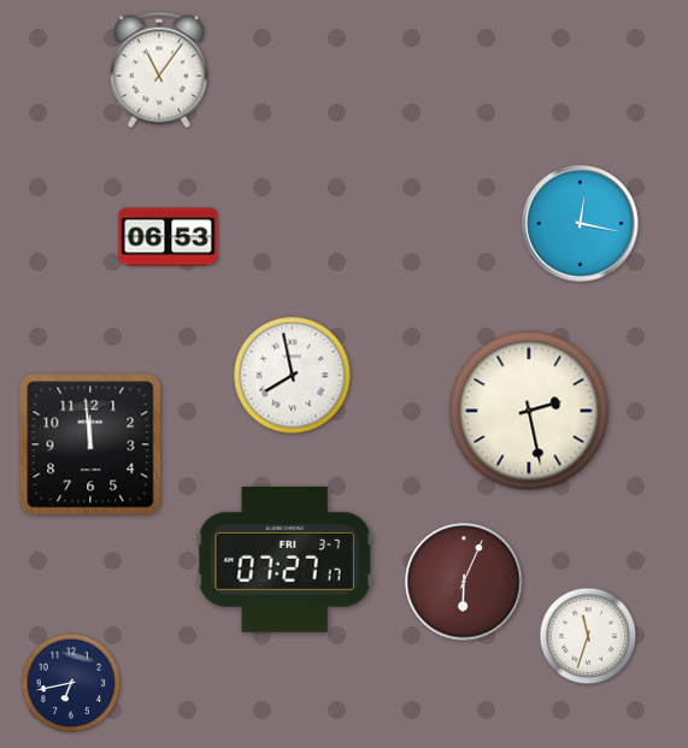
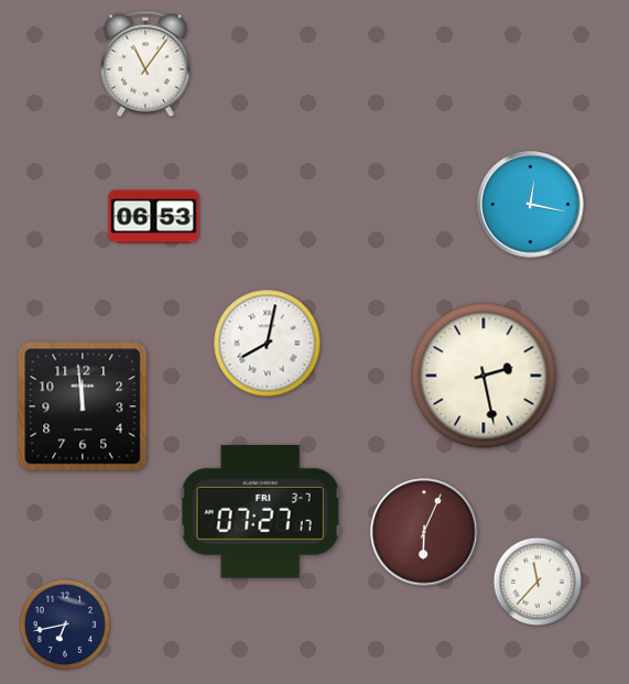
clock at (293, 376): 7:58 -> 8:02
clock at (588, 636): 11:33 -> 11:37
